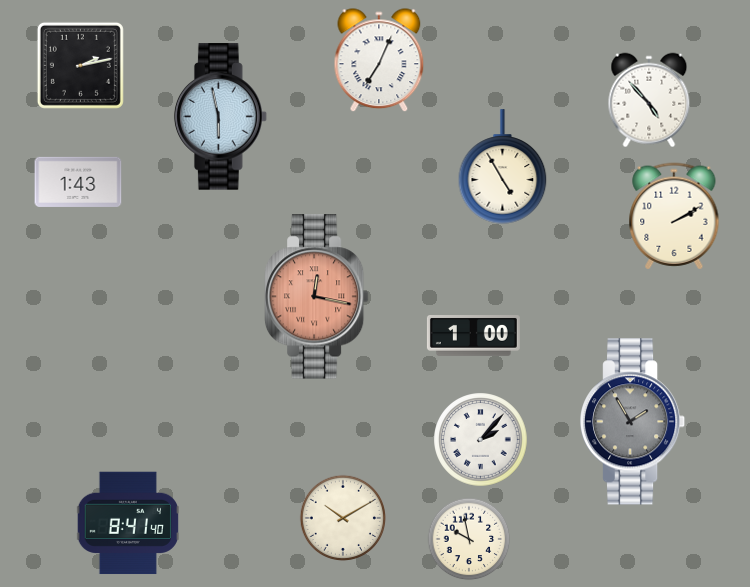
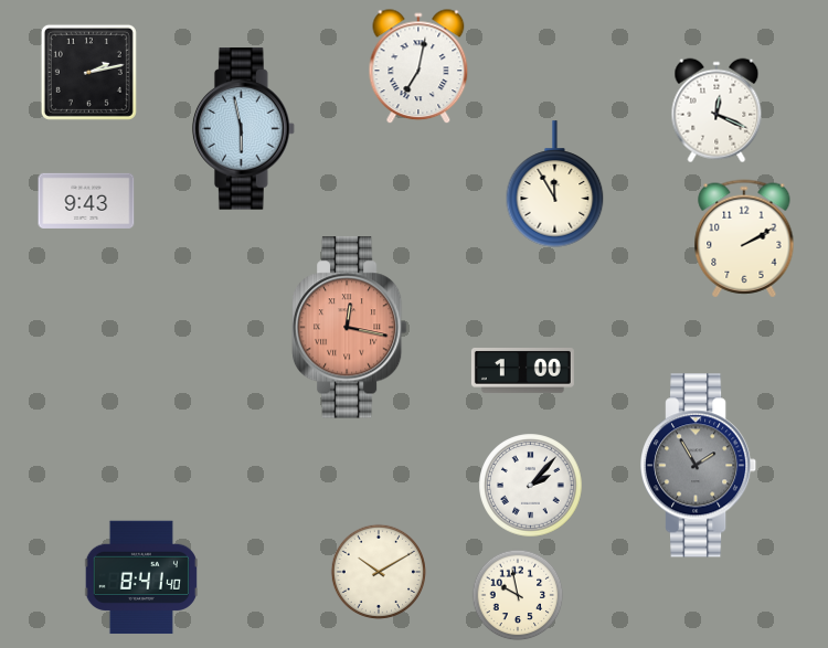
clock at (379, 61): 7:04 -> 7:02
clock at (649, 100): 4:53 -> 12:19
clock at (503, 167): 4:55 -> 11:55
clock at (78, 182): 1:43 -> 9:43
